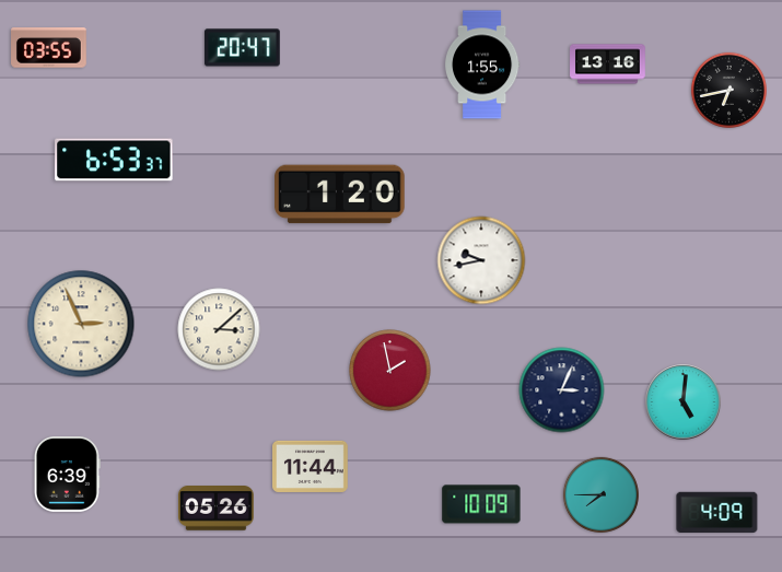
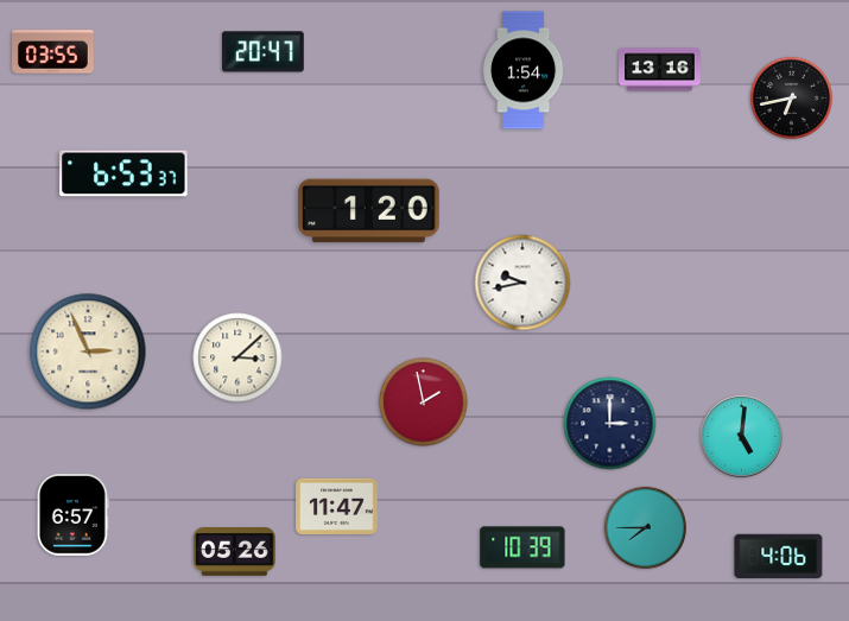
clock at (482, 65): 1:55 -> 1:54
clock at (562, 390): 3:04 -> 3:00
clock at (311, 466): 11:44 -> 11:47
clock at (67, 475): 6:39 -> 6:57
clock at (600, 494) position: (600, 494) -> (645, 527)
clock at (481, 504): 10:09 -> 10:39
clock at (717, 512): 4:09 -> 4:06
